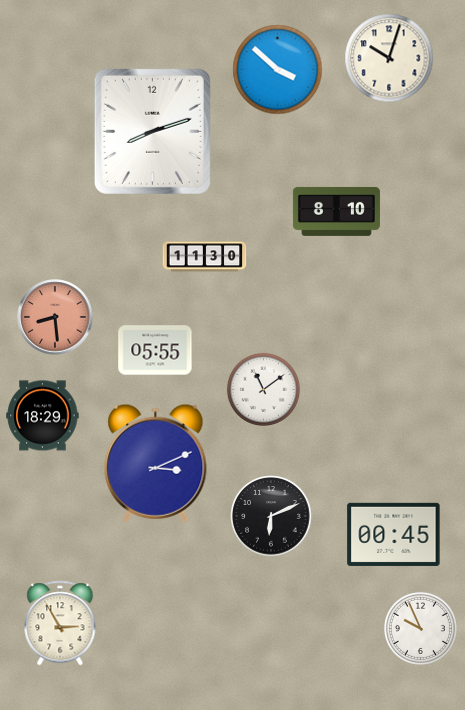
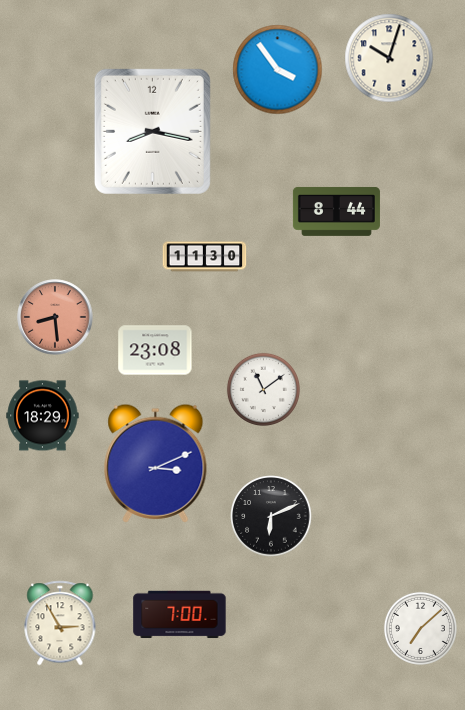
clock at (278, 70): 3:52 -> 3:54
clock at (152, 131): 8:12 -> 8:17
clock at (336, 211): 8:10 -> 8:44
clock at (155, 350): 05:55 -> 23:08
clock at (394, 534): 00:45 -> none
clock at (180, 615): none -> 7:00
clock at (420, 628): 9:56 -> 7:08
